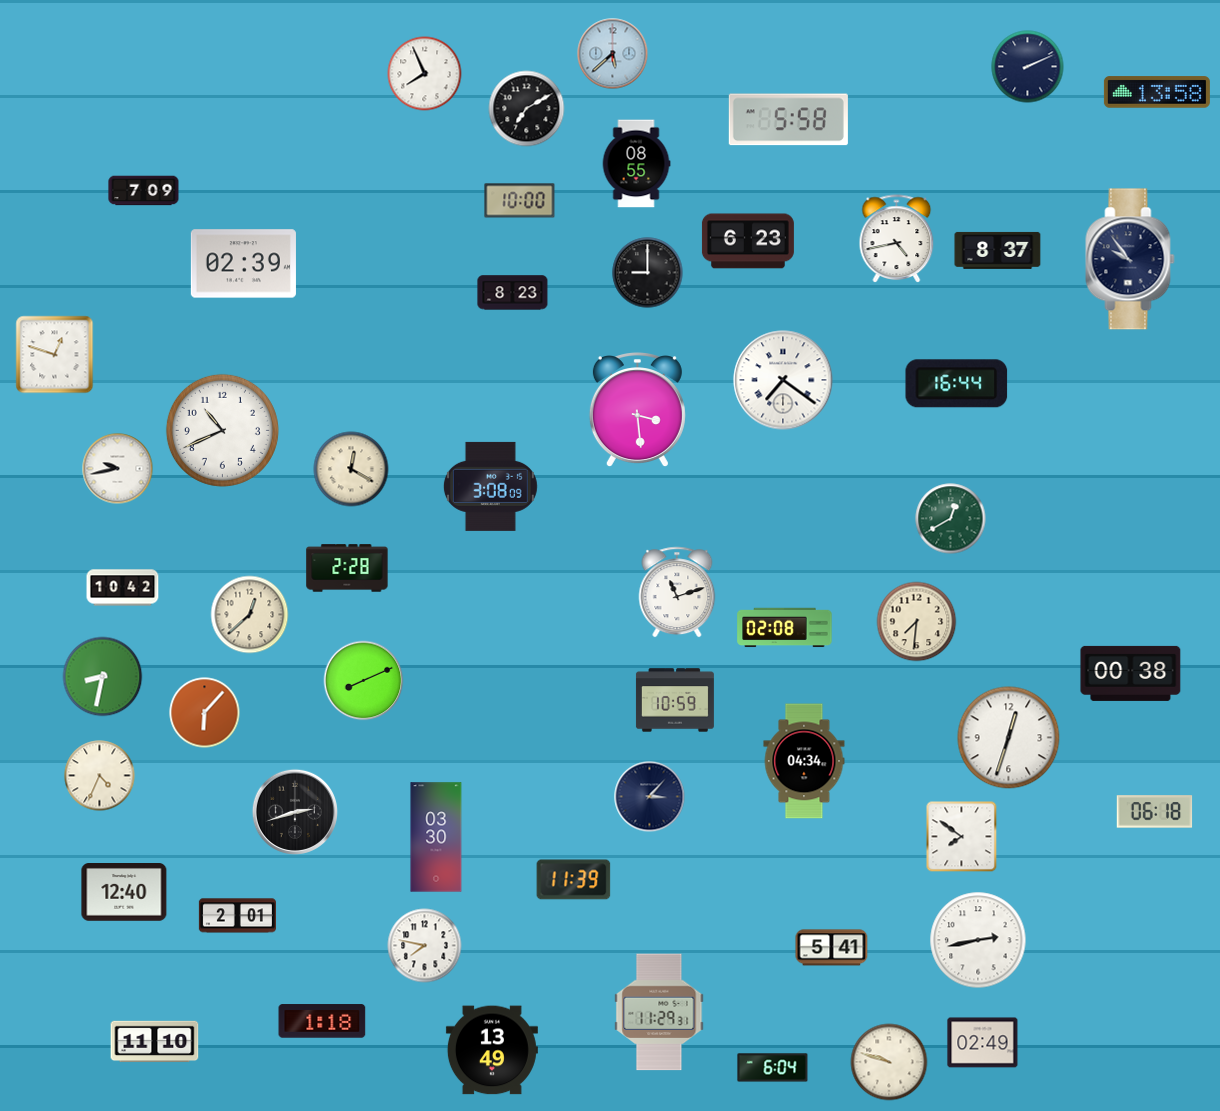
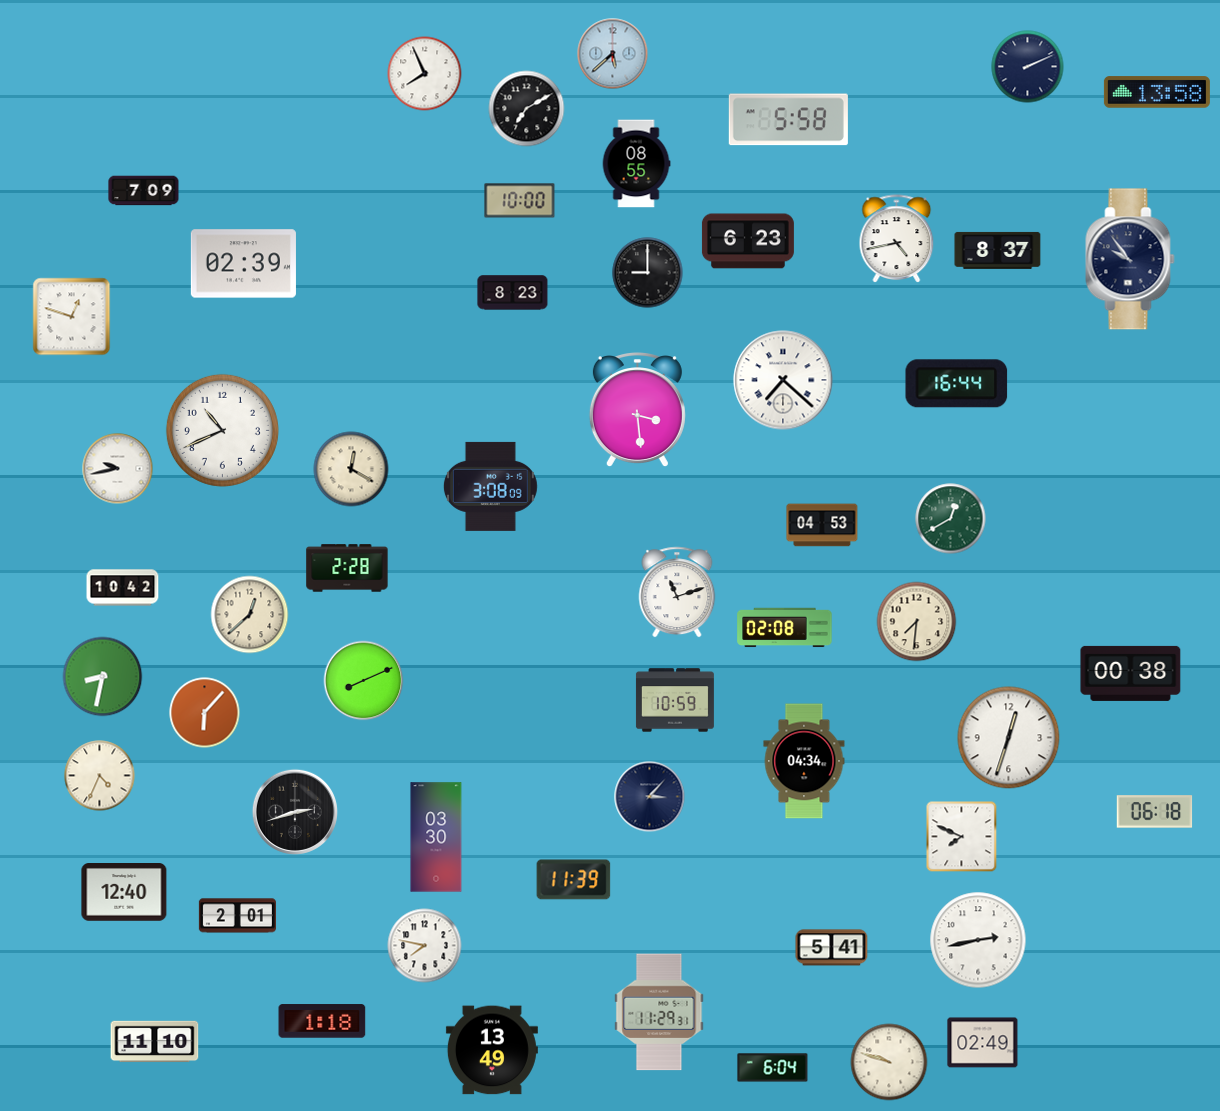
clock at (55, 355) position: (55, 355) -> (72, 317)
clock at (783, 380): 7:21 -> 7:22
clock at (822, 525): none -> 04:53
clock at (962, 837): 7:51 -> 7:49
